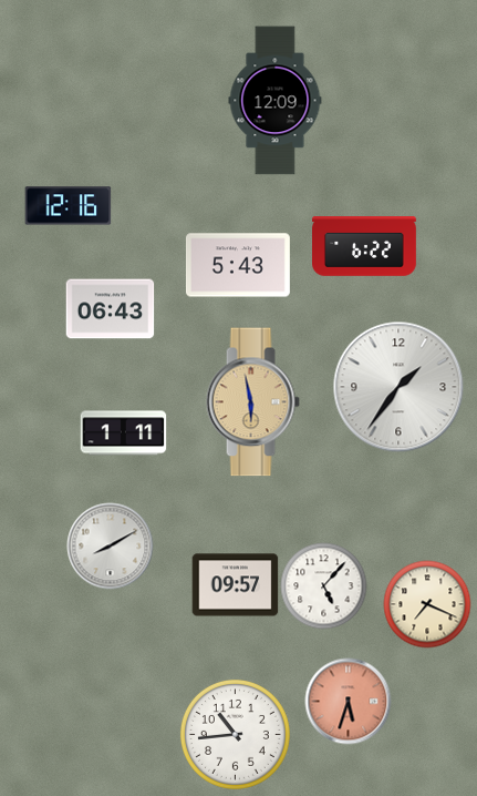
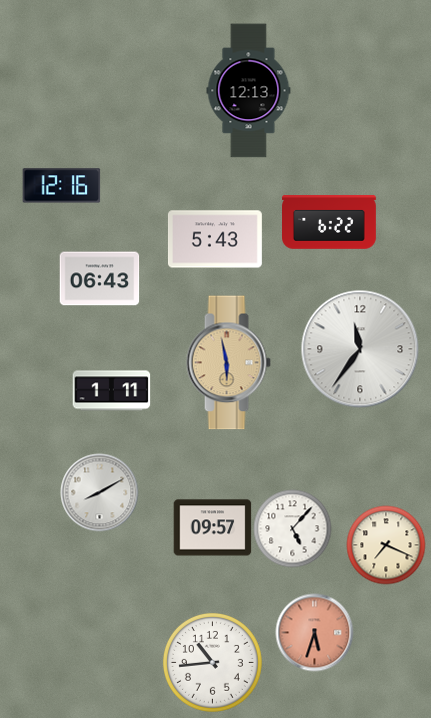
clock at (276, 101): 12:09 -> 12:13
clock at (398, 387): 1:36 -> 11:36
